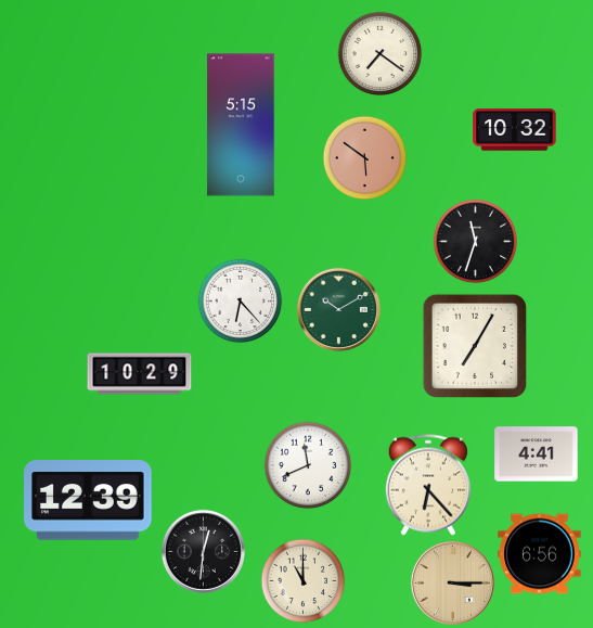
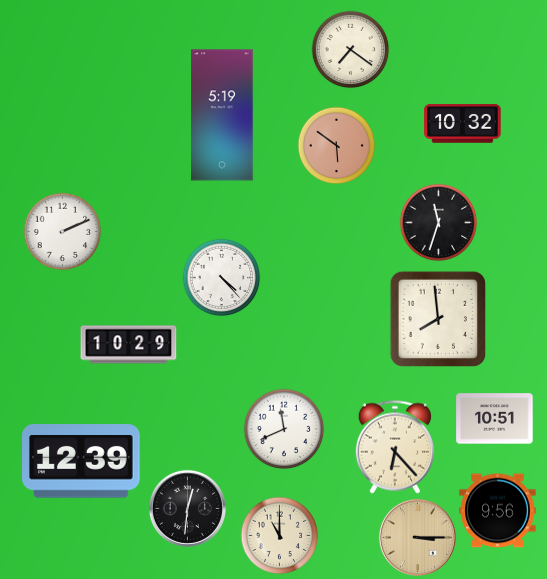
clock at (241, 125): 5:15 -> 5:19
clock at (515, 130) position: (515, 130) -> (463, 124)
clock at (62, 231): none -> 2:11
clock at (240, 300): 6:23 -> 4:23
clock at (338, 309): 10:10 -> none
clock at (475, 346): 7:05 -> 7:59
clock at (537, 454): 4:41 -> 10:51
clock at (540, 554): 6:56 -> 9:56
